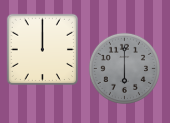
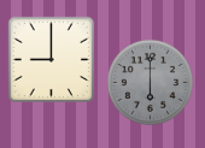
clock at (42, 49): 12:00 -> 9:00
